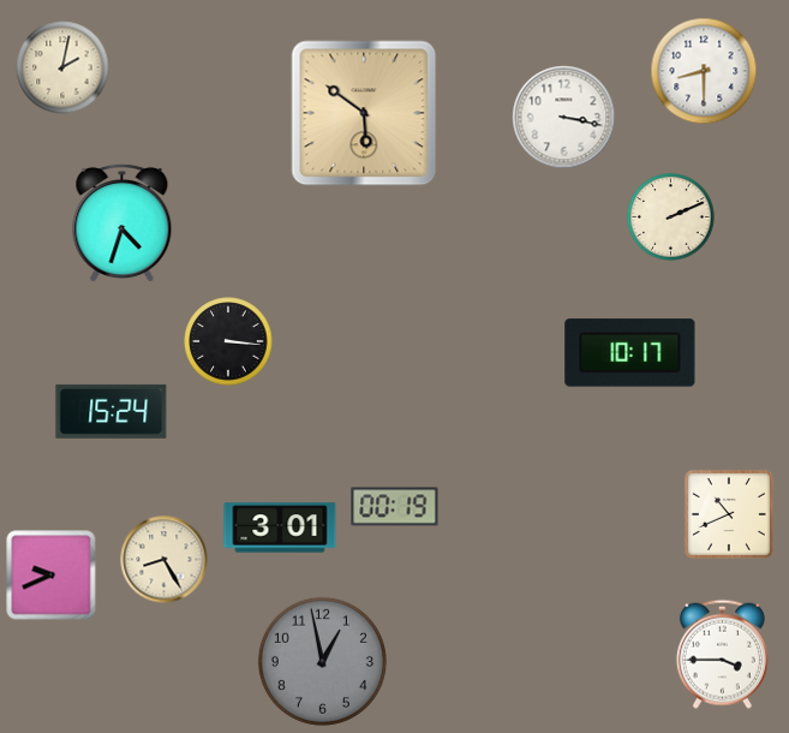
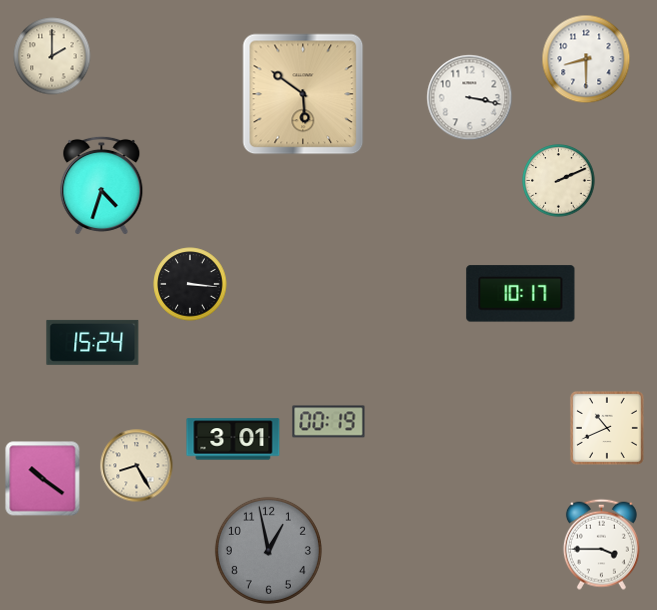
clock at (62, 67): 2:02 -> 2:00
clock at (630, 353) position: (630, 353) -> (521, 294)
clock at (52, 576): 9:41 -> 10:21
